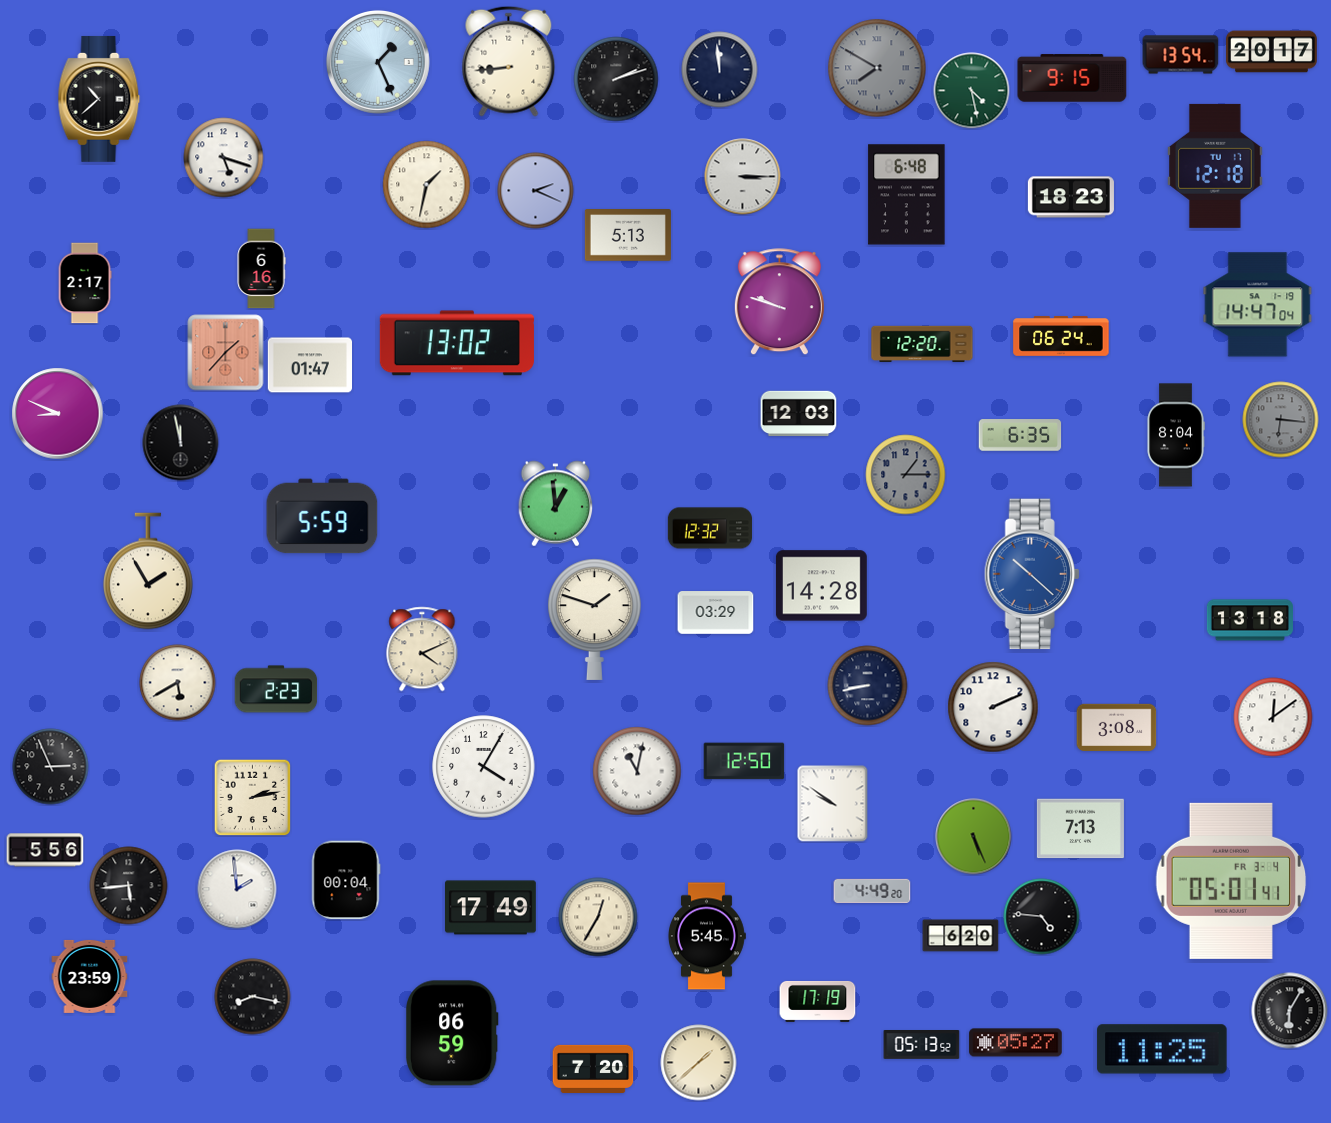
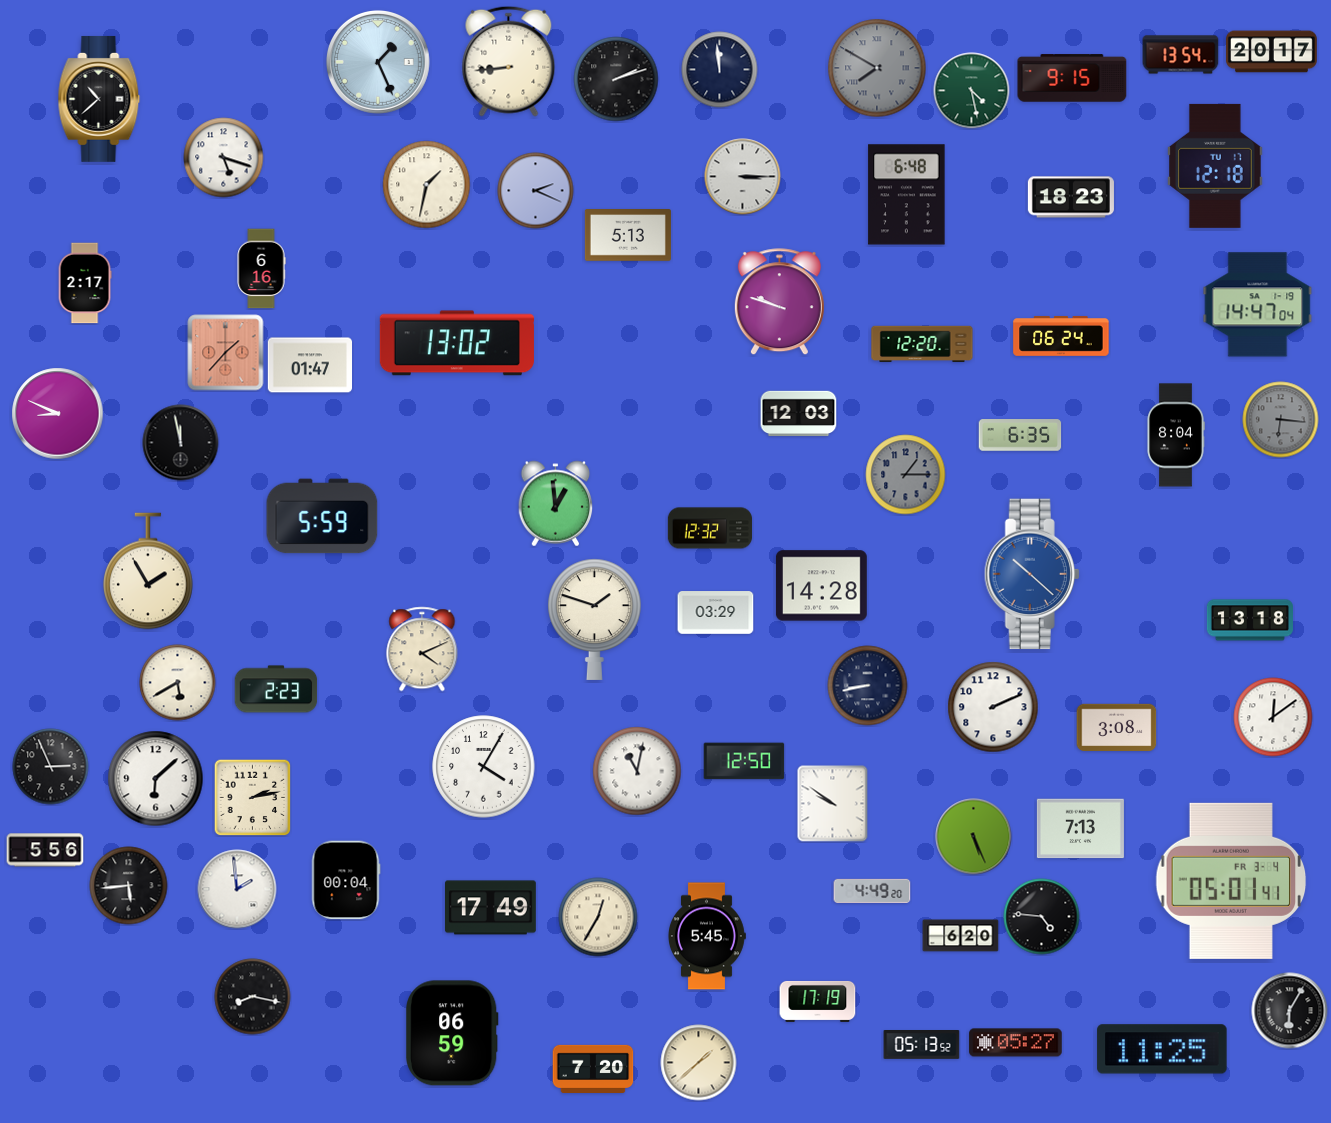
clock at (156, 779): none -> 6:08
clock at (90, 976): 23:59 -> none
